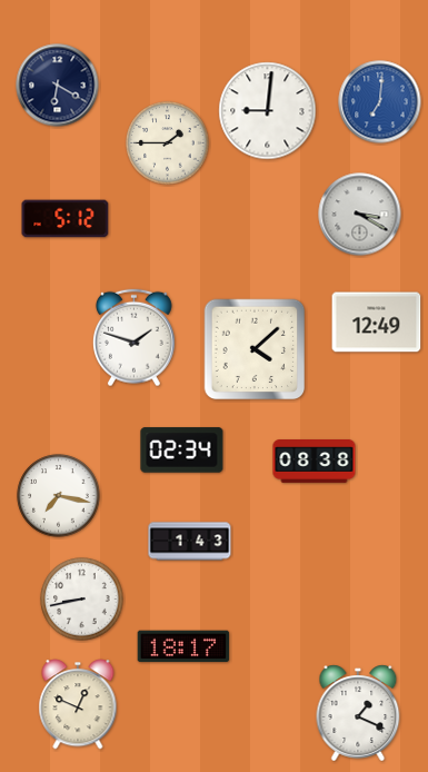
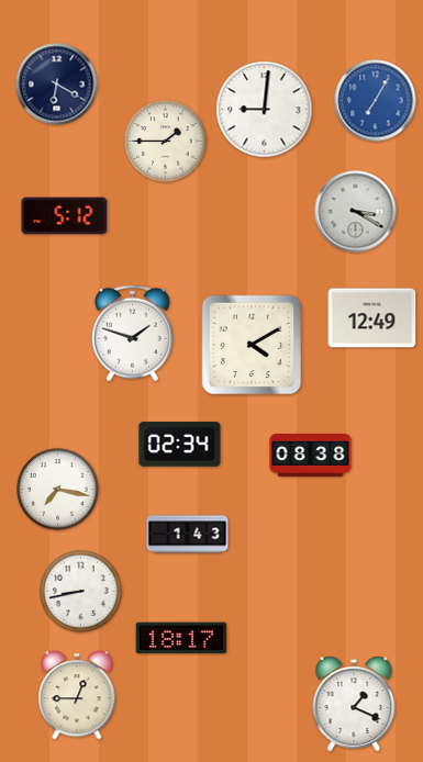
clock at (380, 102): 7:01 -> 7:05
clock at (255, 349): 4:08 -> 4:10
clock at (78, 704): 12:49 -> 12:45
